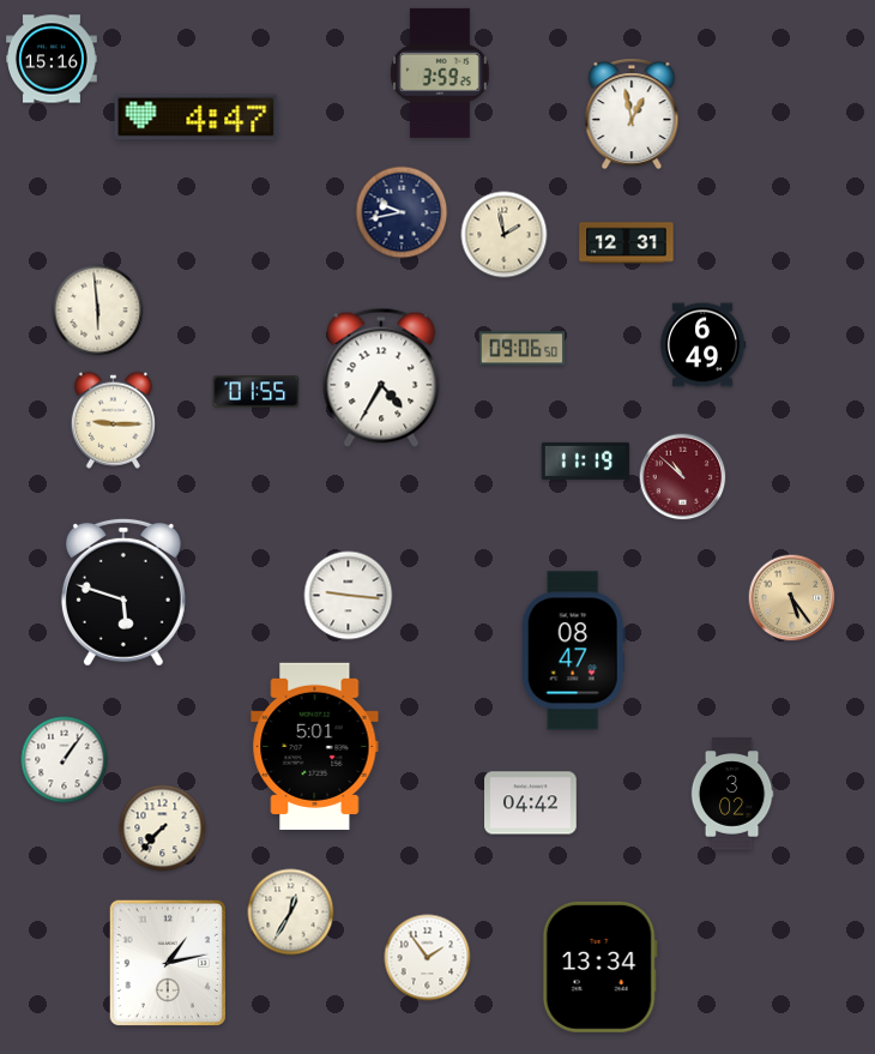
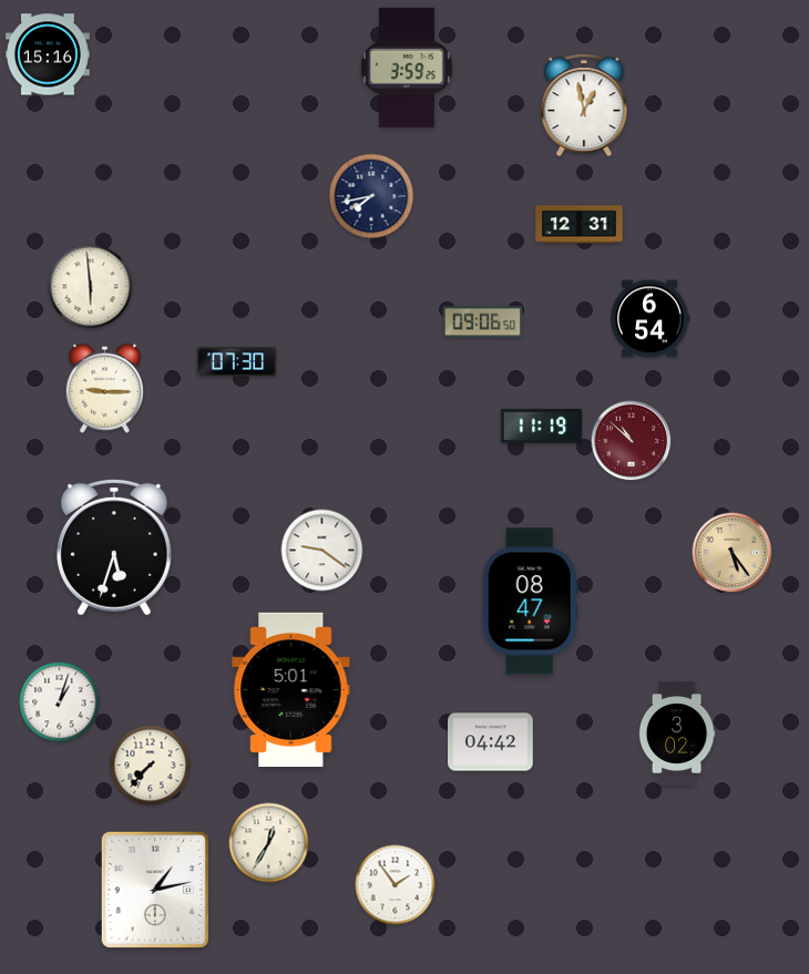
clock at (197, 118): 4:47 -> none
clock at (402, 212): 9:43 -> 7:43
clock at (505, 235): 1:58 -> none
clock at (702, 345): 6:49 -> 6:54
clock at (381, 378): 4:35 -> none
clock at (257, 392): 01:55 -> 07:30
clock at (123, 592): 5:48 -> 5:33
clock at (349, 596): 9:16 -> 9:21
clock at (65, 760): 1:06 -> 1:03
clock at (599, 966): 13:34 -> none
